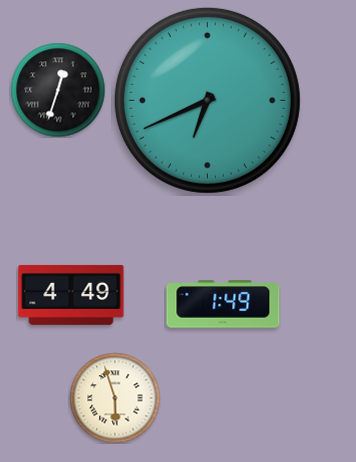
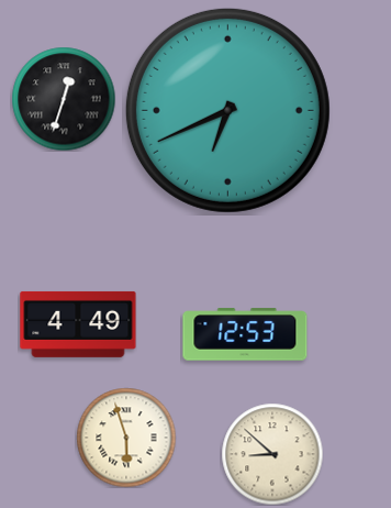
clock at (223, 304): 1:49 -> 12:53
clock at (272, 454): none -> 8:52
